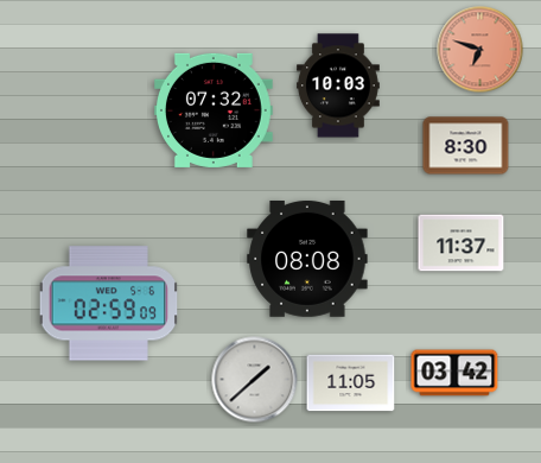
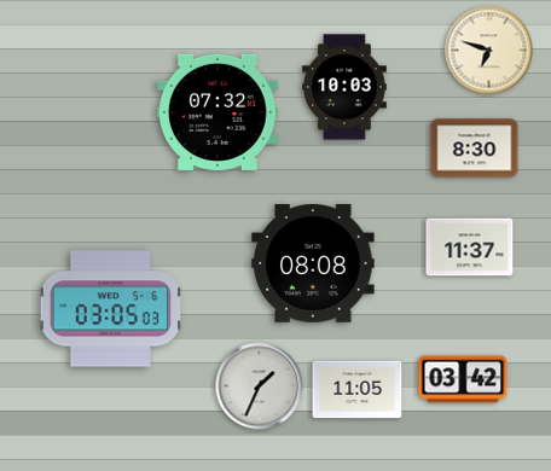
clock at (480, 50) dial: salmon -> cream
clock at (109, 304): 02:59 -> 03:05
clock at (255, 380): 1:38 -> 1:34
